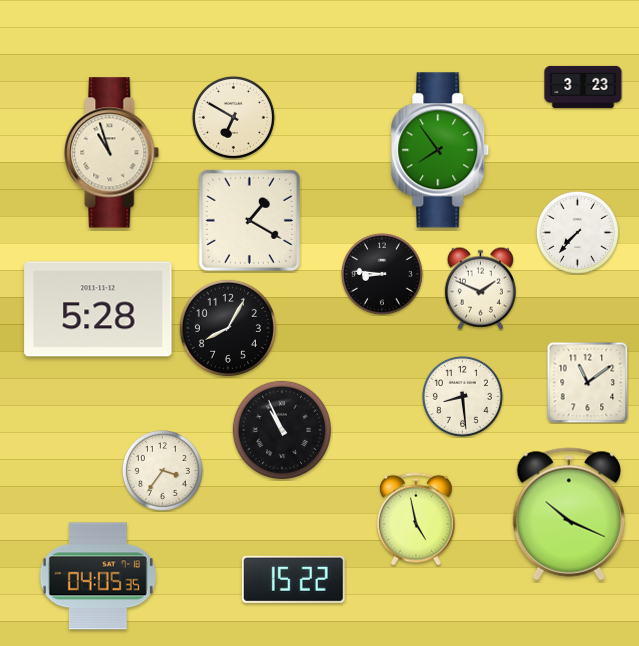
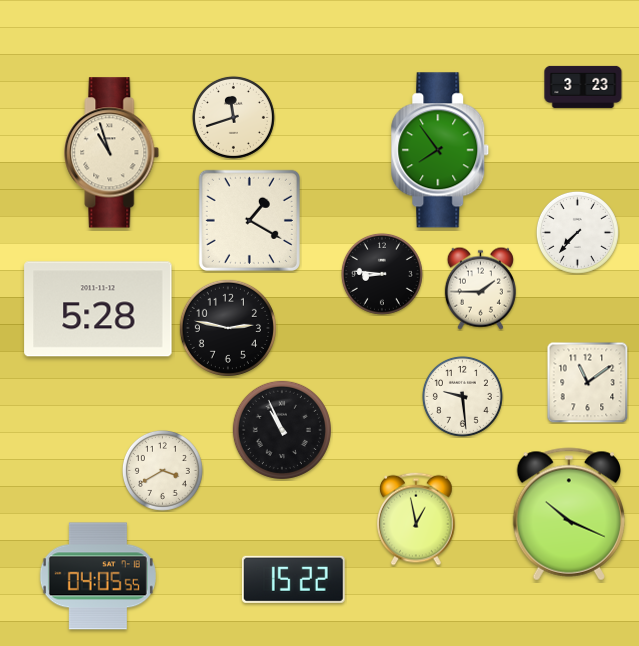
clock at (233, 117): 6:50 -> 11:42
clock at (480, 288): 1:49 -> 1:45
clock at (228, 328): 8:05 -> 2:47
clock at (462, 396): 8:29 -> 9:29
clock at (162, 470): 3:36 -> 3:40
clock at (416, 519): 4:58 -> 12:58
clock at (98, 576): 04:05:35 -> 04:05:55
